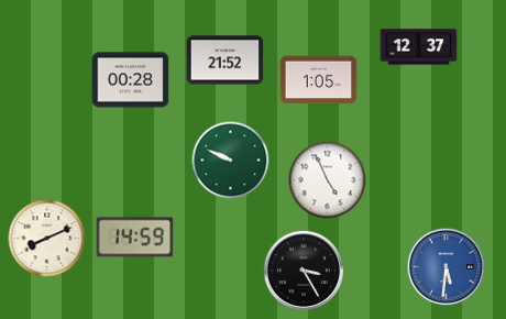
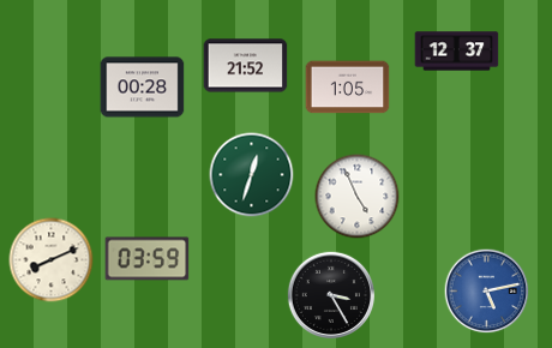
clock at (231, 161): 9:49 -> 12:33
clock at (135, 238): 14:59 -> 03:59
clock at (447, 267): 5:31 -> 5:13
